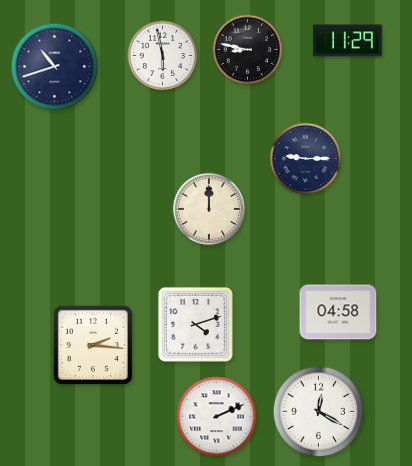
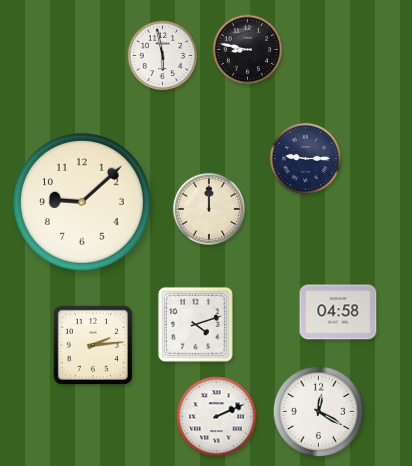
clock at (347, 41): 11:29 -> none
clock at (55, 67): 10:42 -> none
clock at (82, 202): none -> 9:08
clock at (93, 345): 2:16 -> 2:14
